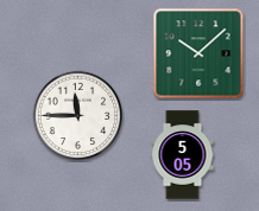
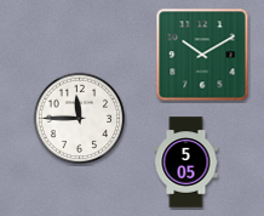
clock at (198, 53): 10:08 -> 10:10
clock at (183, 155) position: (183, 155) -> (186, 163)
